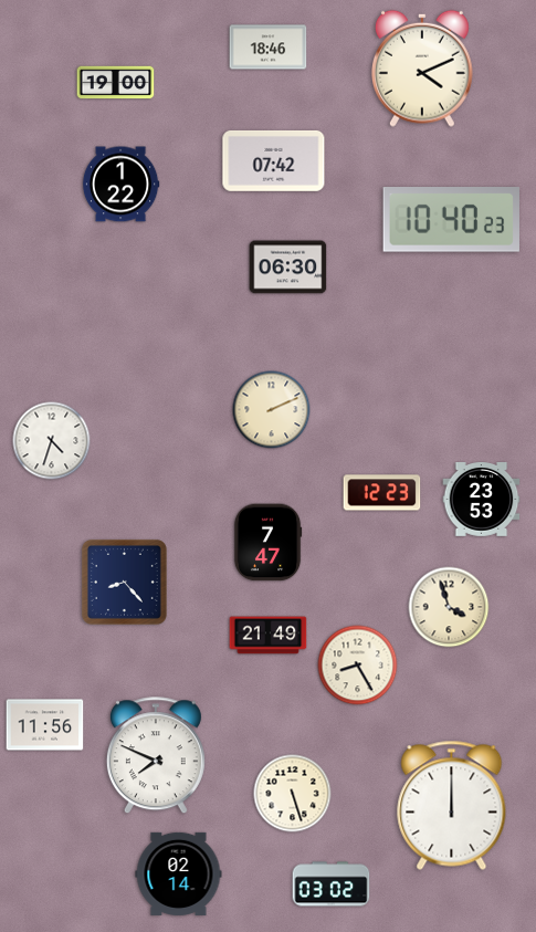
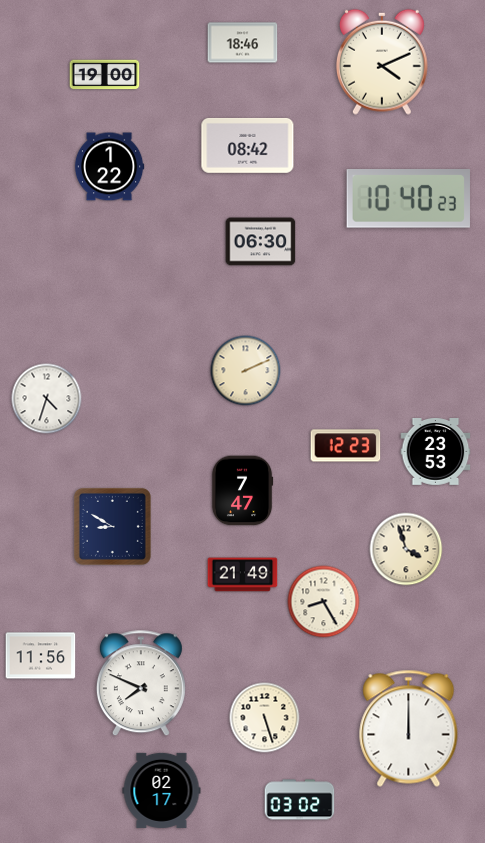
clock at (274, 160): 07:42 -> 08:42
clock at (124, 582): 8:23 -> 8:50
clock at (179, 873): 02:14 -> 02:17
